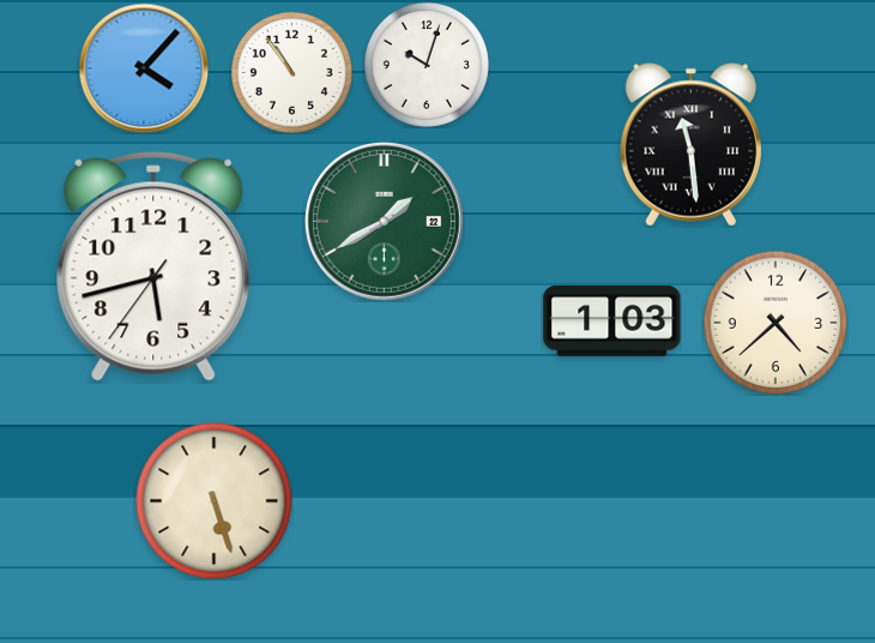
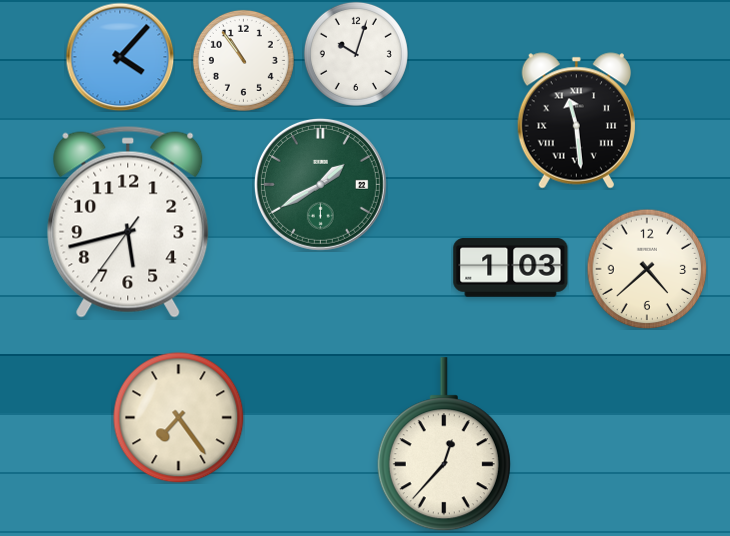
clock at (215, 501): 5:27 -> 7:24
clock at (444, 445): none -> 12:37
